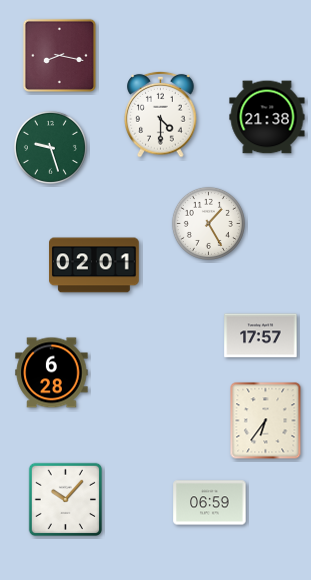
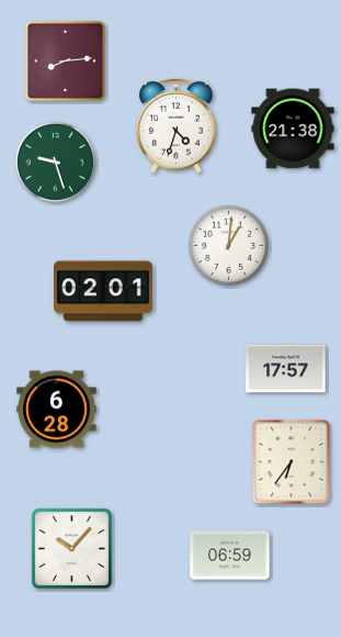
clock at (60, 56): 8:17 -> 8:14
clock at (161, 114): 4:30 -> 4:33
clock at (208, 223): 1:25 -> 1:01
clock at (210, 503) position: (210, 503) -> (230, 556)
